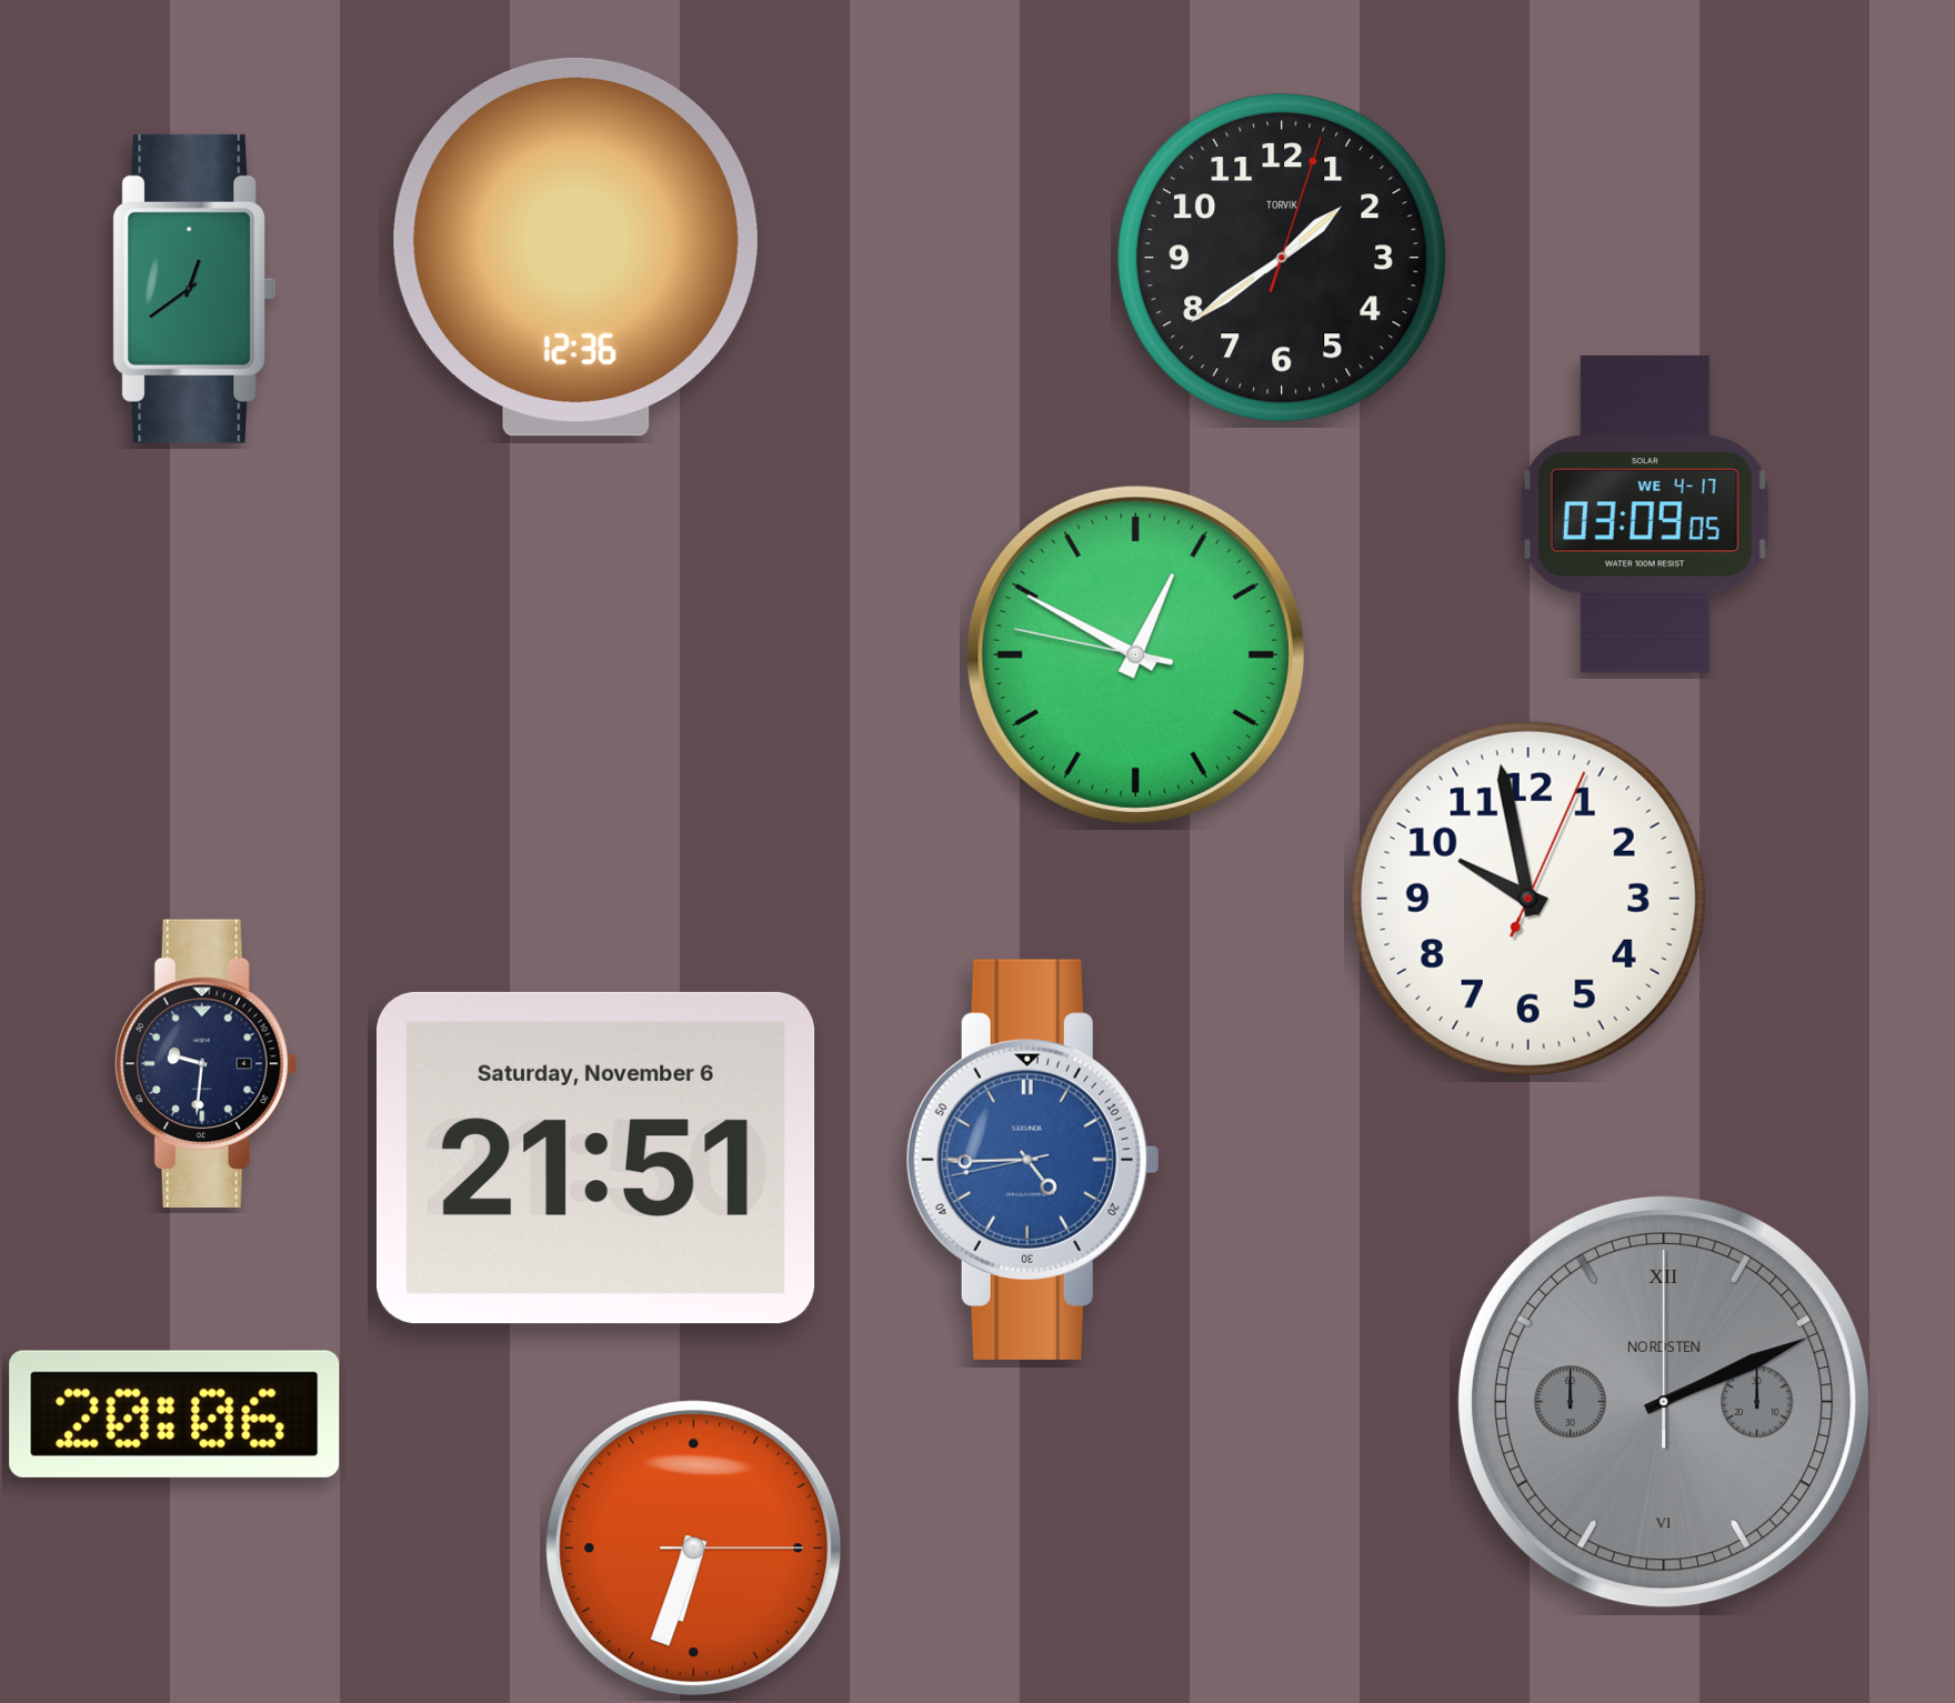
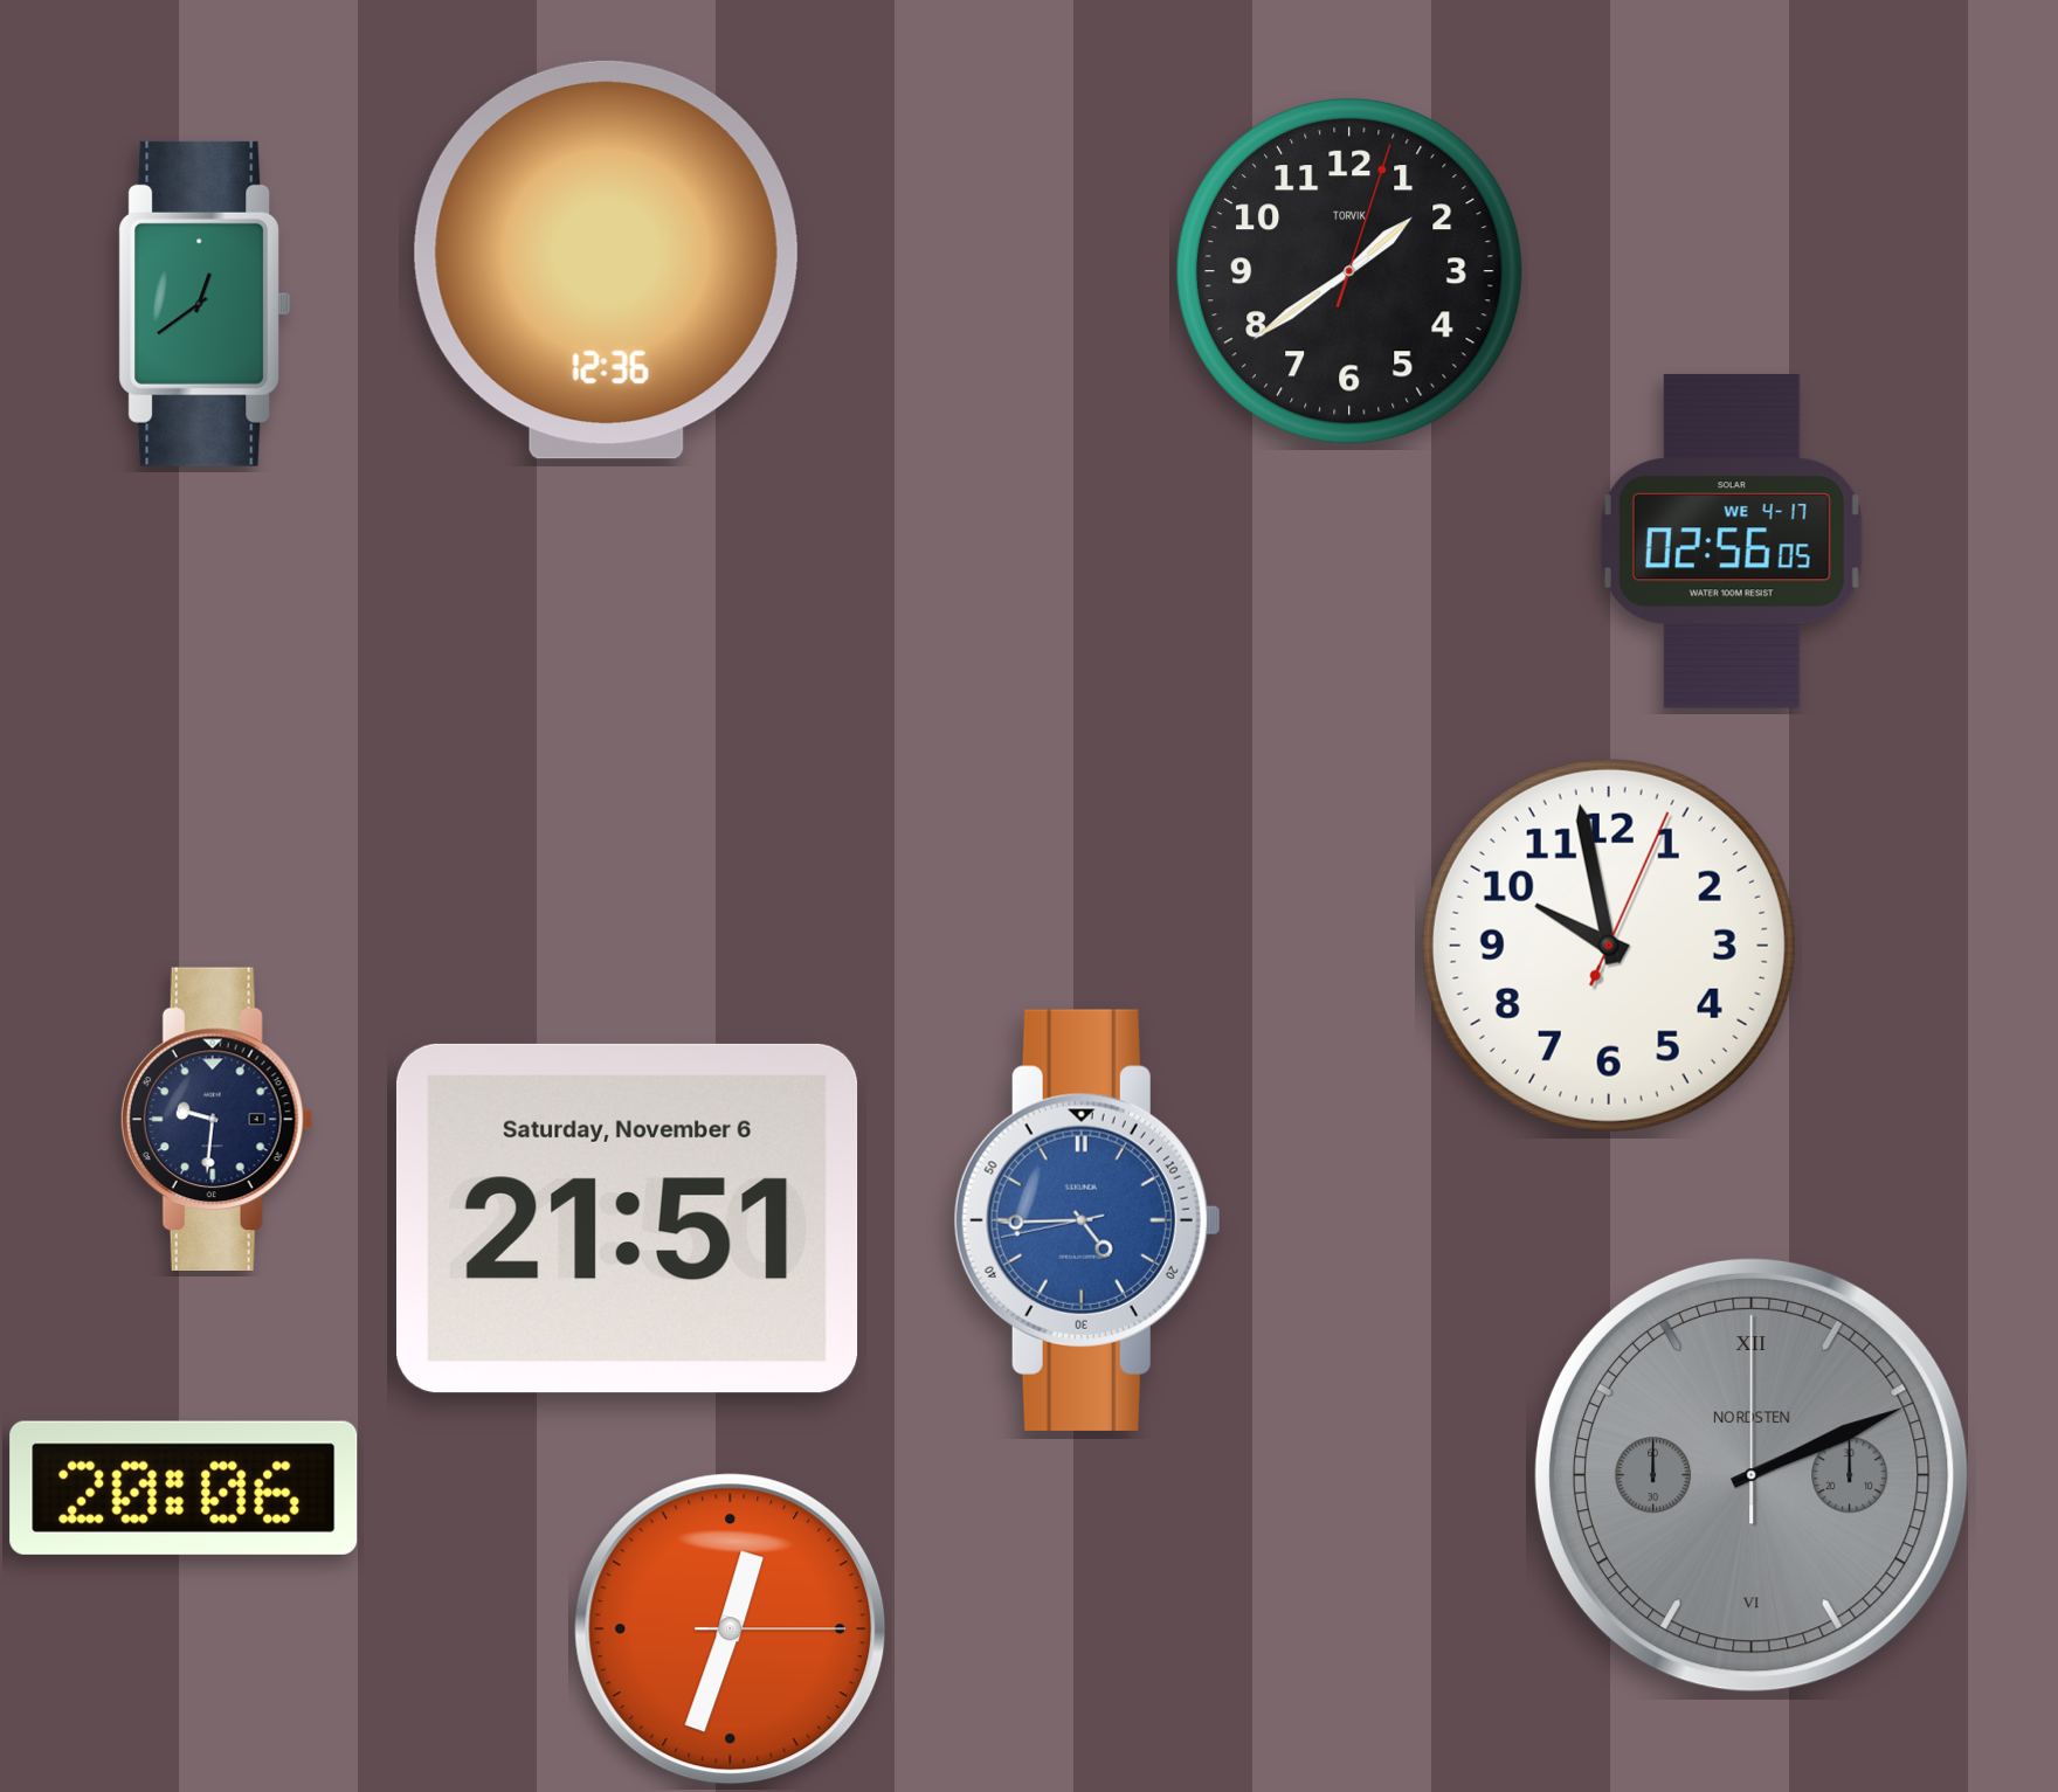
clock at (1645, 514): 03:09 -> 02:56
clock at (1135, 654): 12:49 -> none
clock at (694, 1549): 6:33 -> 12:33
